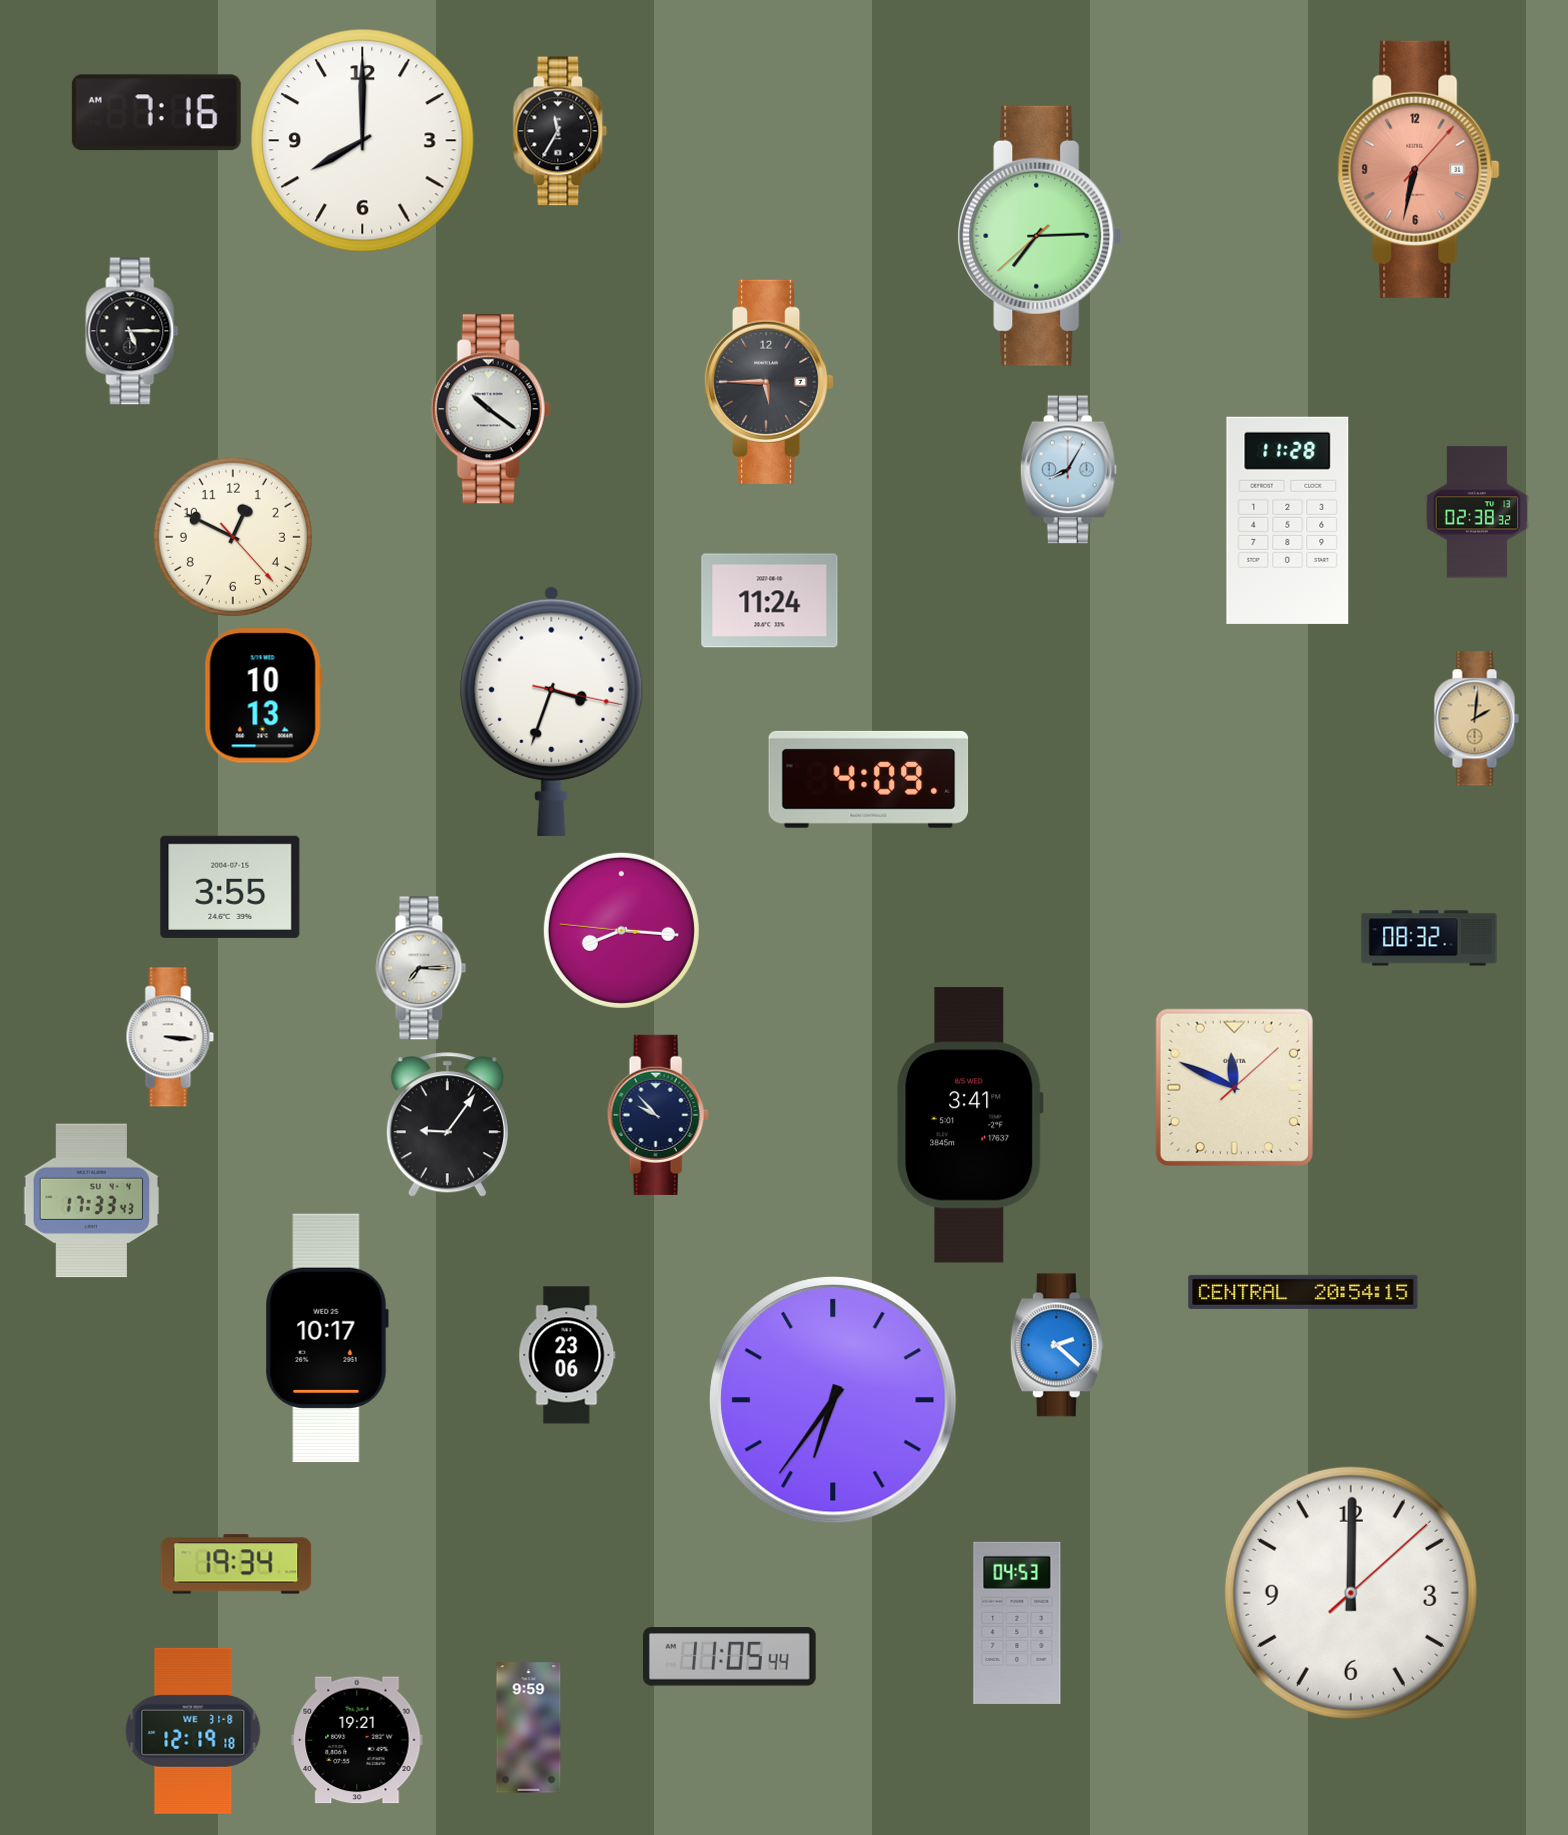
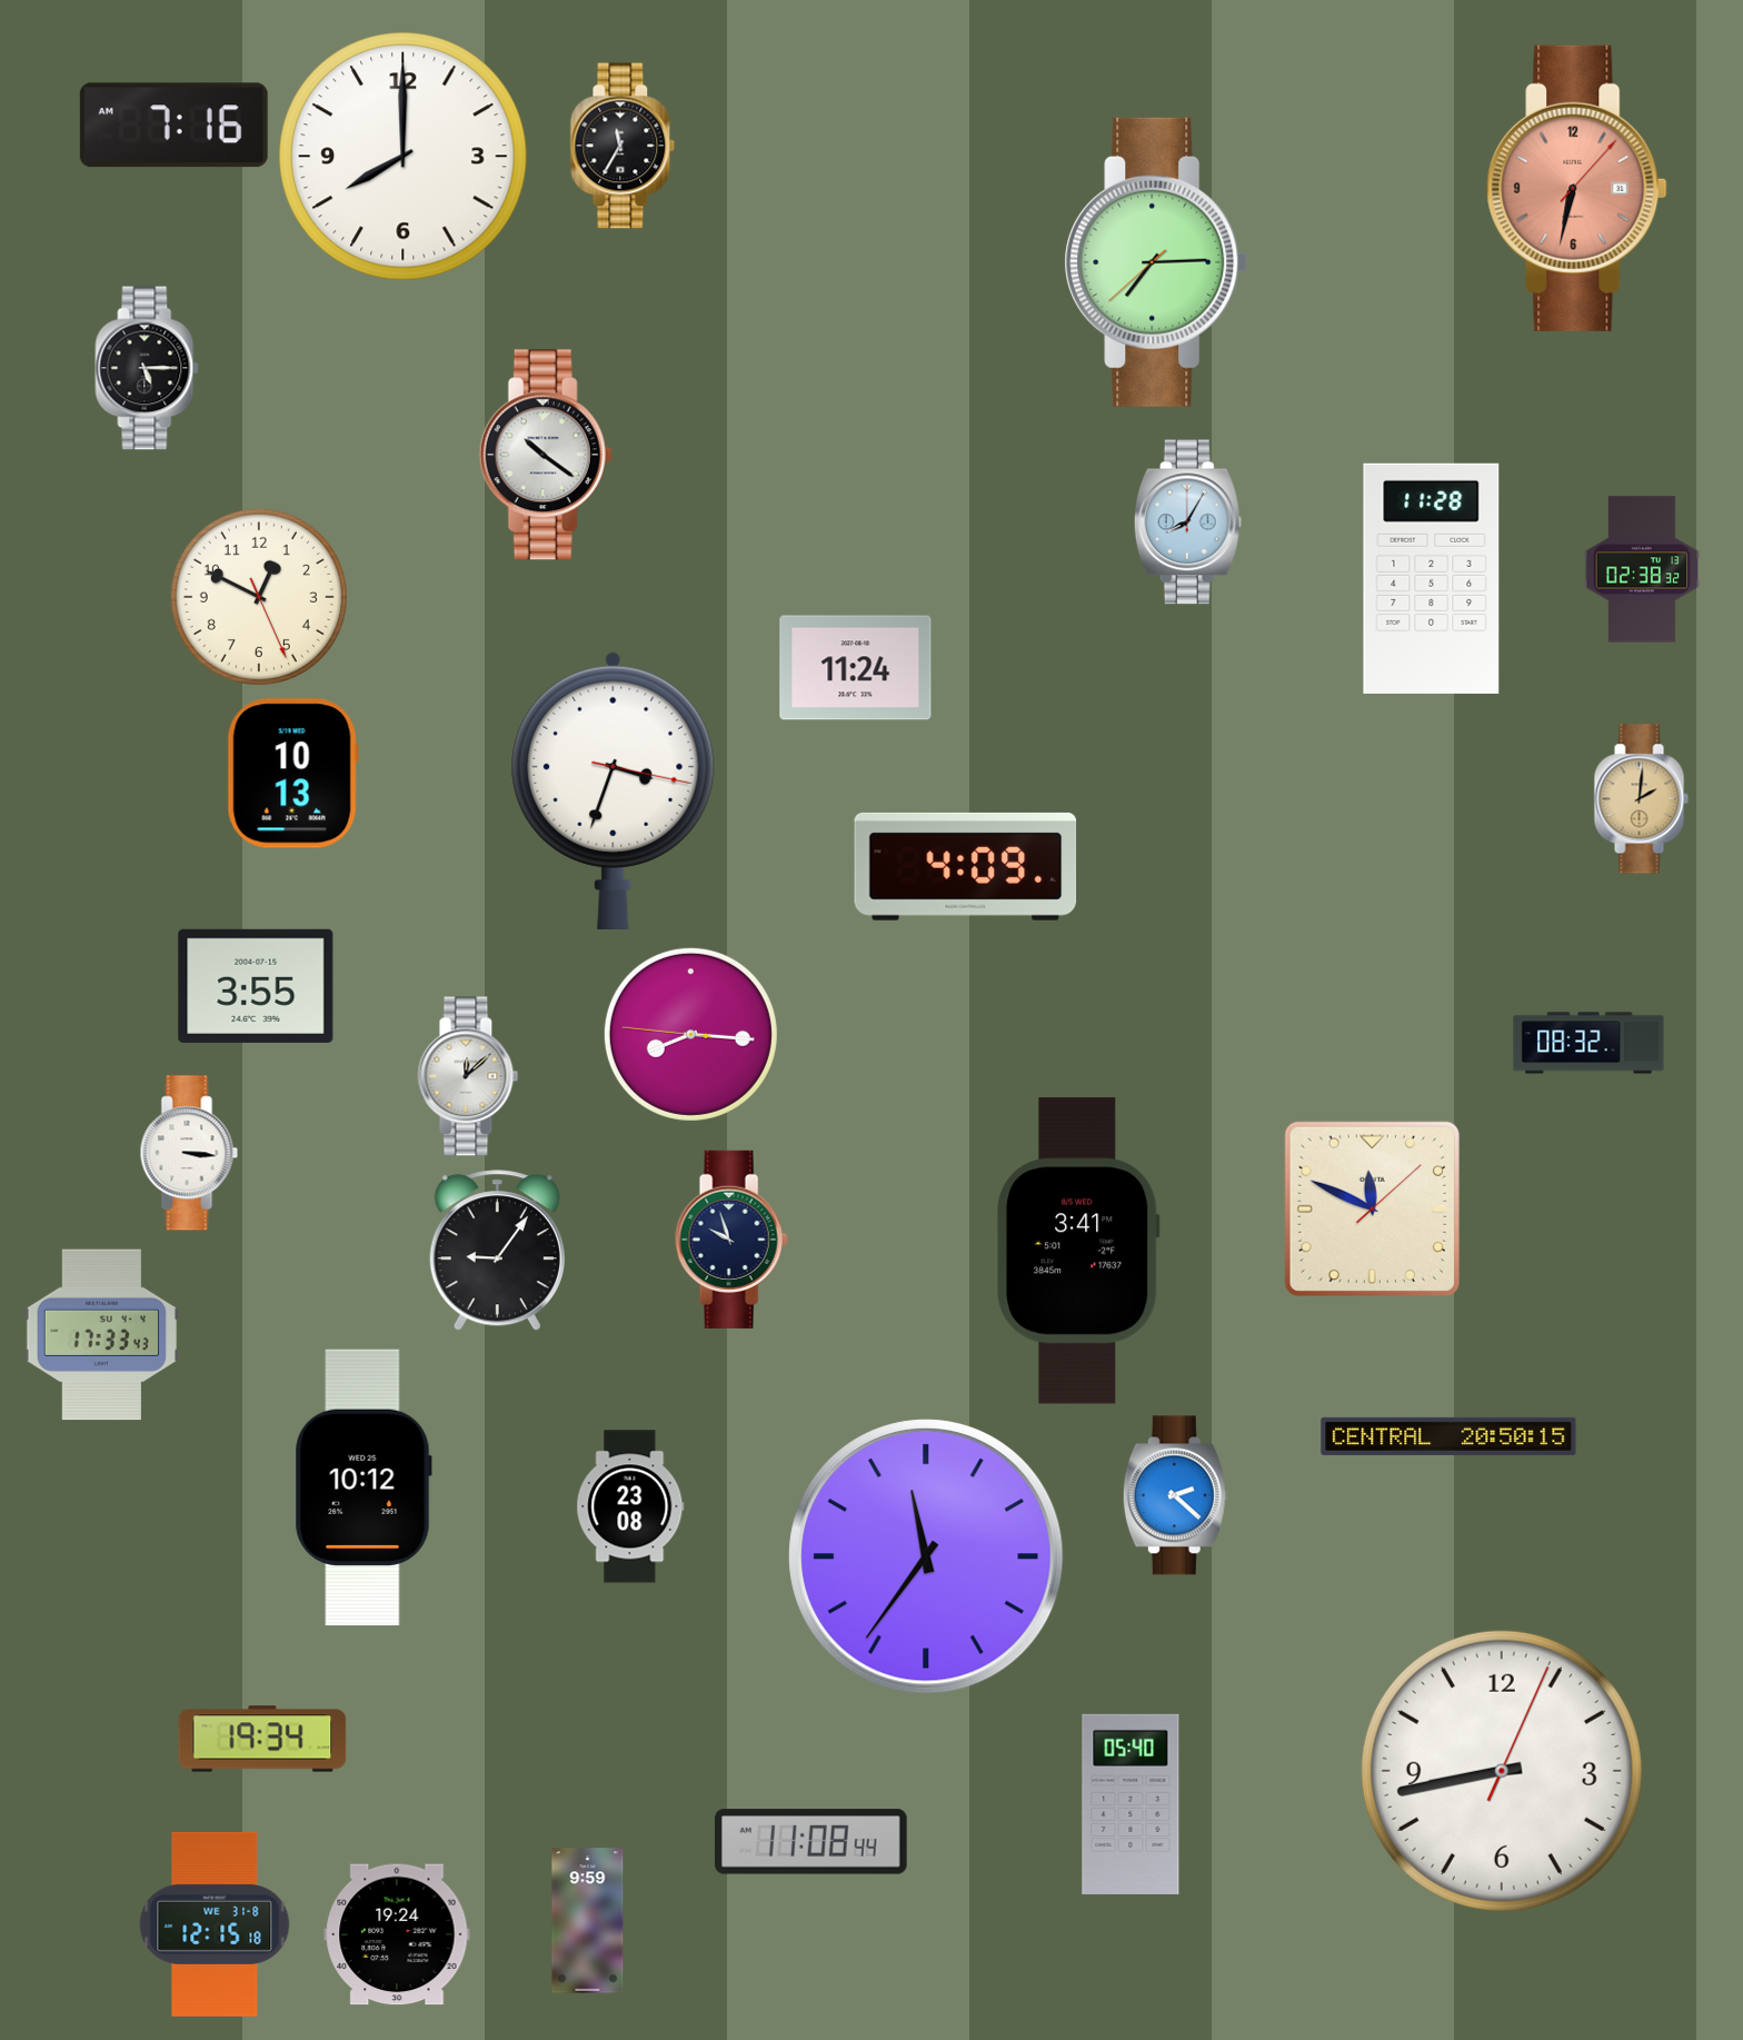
clock at (769, 382): 5:45 -> none
clock at (233, 537): 12:49:23 -> 12:49:26
clock at (421, 968): 7:15 -> 12:08
clock at (658, 1115): 9:53 -> 9:57
clock at (1303, 1292): 20:54 -> 20:50
clock at (327, 1338): 10:17 -> 10:12
clock at (567, 1355): 23:06 -> 23:08
clock at (833, 1400): 6:36 -> 11:36
clock at (1351, 1593): 12:00 -> 8:43
clock at (1017, 1623): 04:53 -> 05:40
clock at (730, 1657): 11:05 -> 11:08
clock at (193, 1731): 12:19 -> 12:15
clock at (357, 1740): 19:21 -> 19:24
